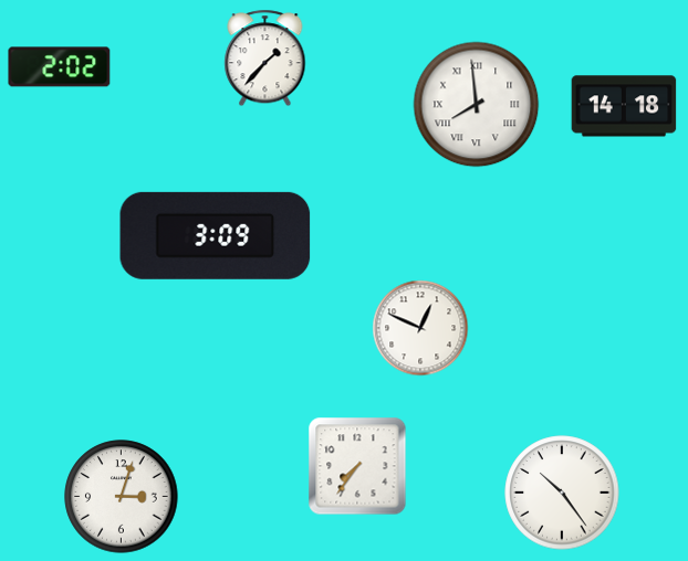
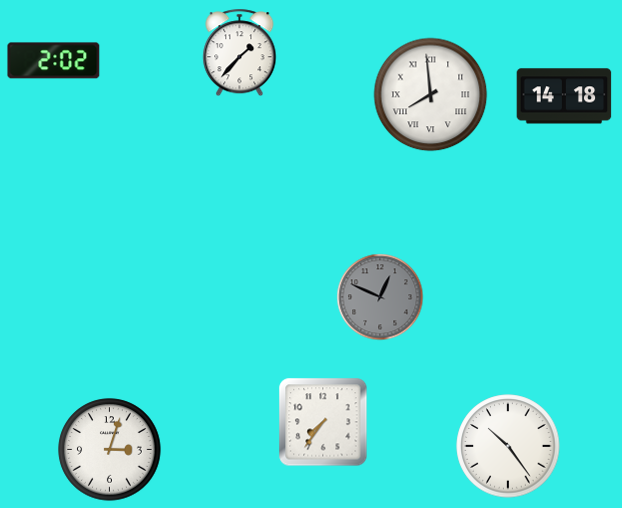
clock at (216, 235): 3:09 -> none
clock at (420, 328) dial: white -> grey
